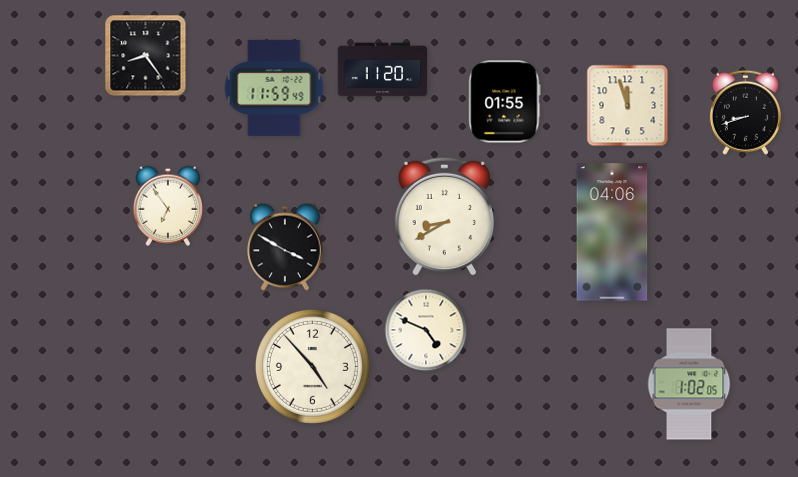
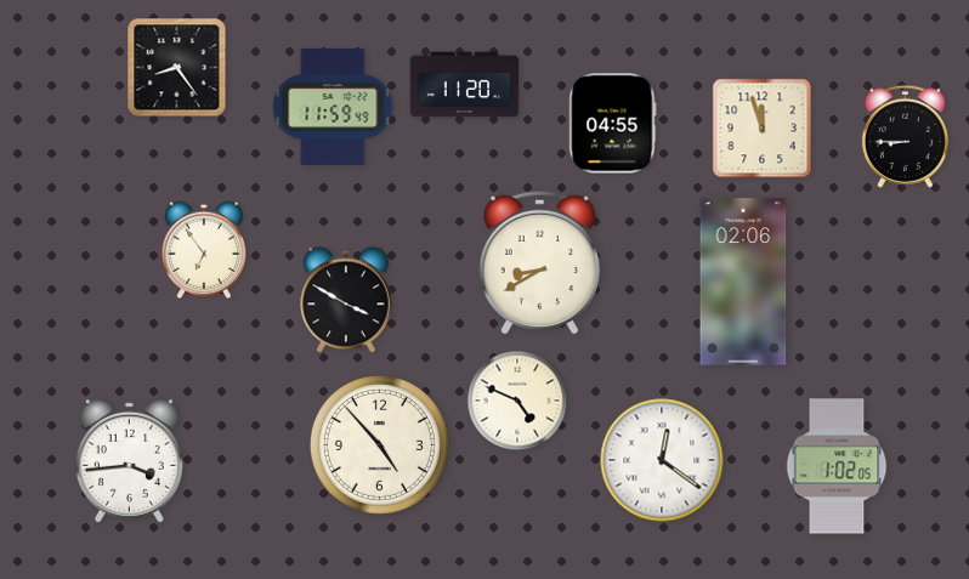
clock at (505, 102): 01:55 -> 04:55
clock at (745, 112): 8:42 -> 8:45
clock at (612, 232): 04:06 -> 02:06
clock at (129, 460): none -> 3:44
clock at (662, 460): none -> 12:21
